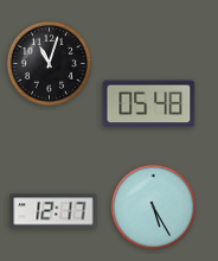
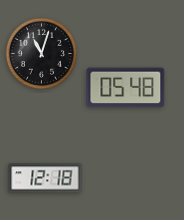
clock at (153, 206): 5:25 -> none
clock at (53, 211): 12:17 -> 12:18
